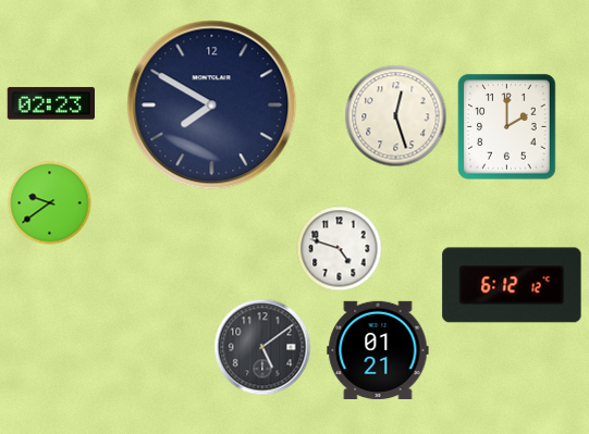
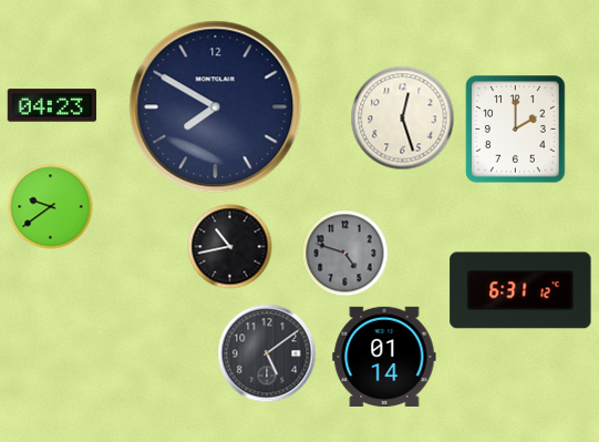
clock at (50, 103): 02:23 -> 04:23
clock at (230, 247): none -> 10:43
clock at (340, 249) dial: white -> grey
clock at (512, 285): 6:12 -> 6:31
clock at (378, 349): 01:21 -> 01:14
